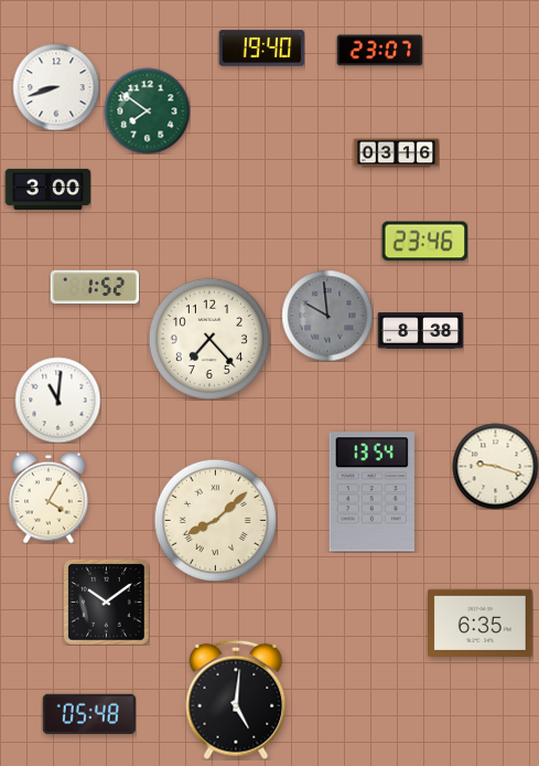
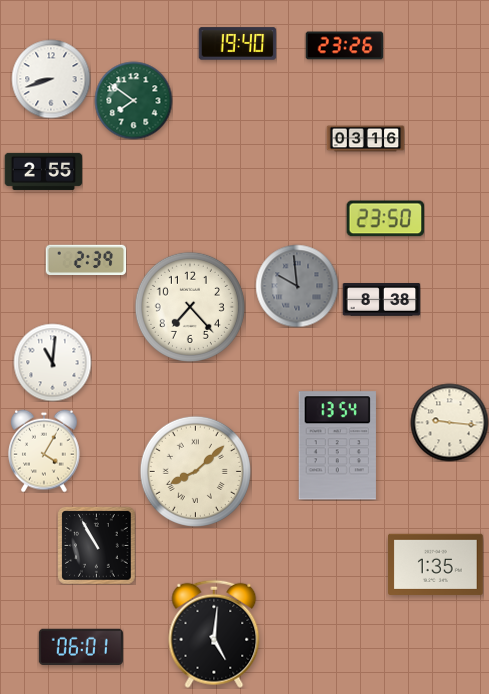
clock at (379, 51): 23:07 -> 23:26
clock at (396, 153) position: (396, 153) -> (365, 139)
clock at (47, 189): 3:00 -> 2:55
clock at (424, 242): 23:46 -> 23:50
clock at (95, 287): 1:52 -> 2:39
clock at (495, 466): 9:18 -> 9:16
clock at (106, 602): 10:09 -> 10:55
clock at (481, 623): 6:35 -> 1:35
clock at (89, 713): 05:48 -> 06:01
